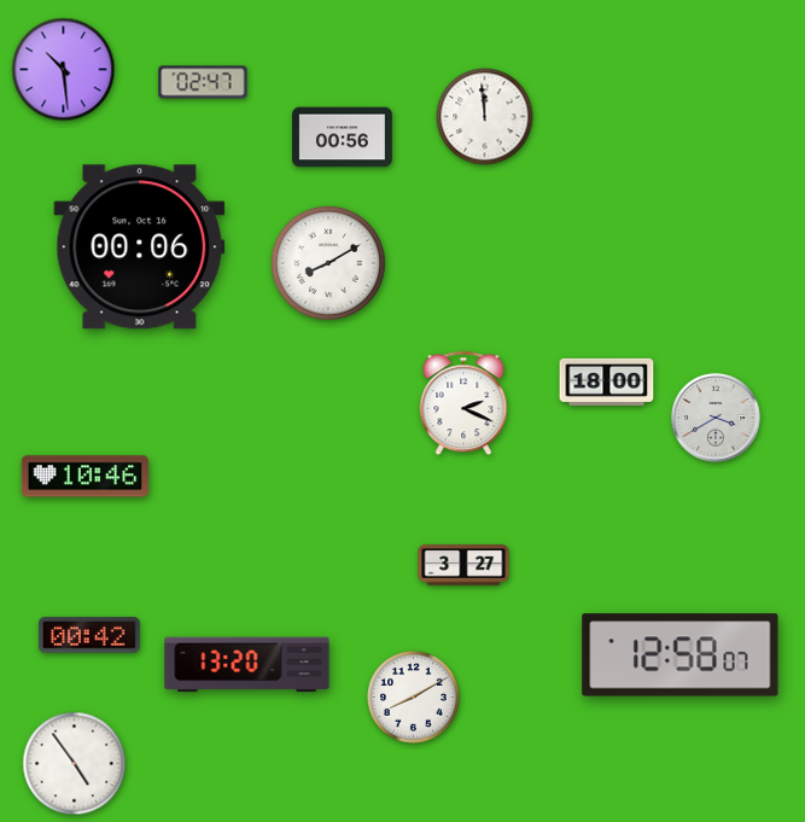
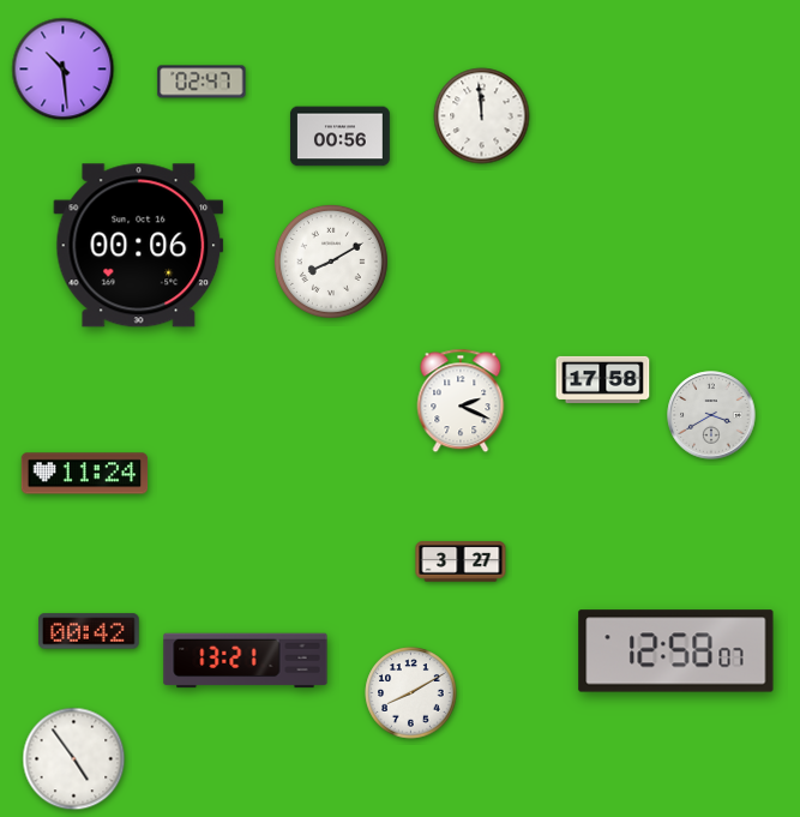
clock at (328, 263) position: (328, 263) -> (331, 262)
clock at (607, 381): 18:00 -> 17:58
clock at (86, 477): 10:46 -> 11:24
clock at (247, 665): 13:20 -> 13:21
